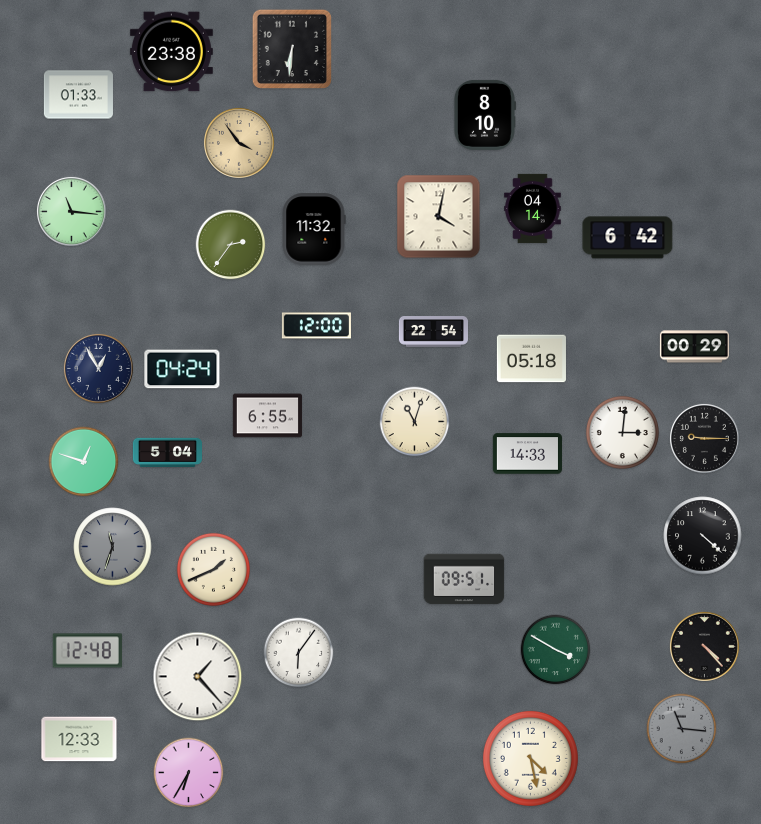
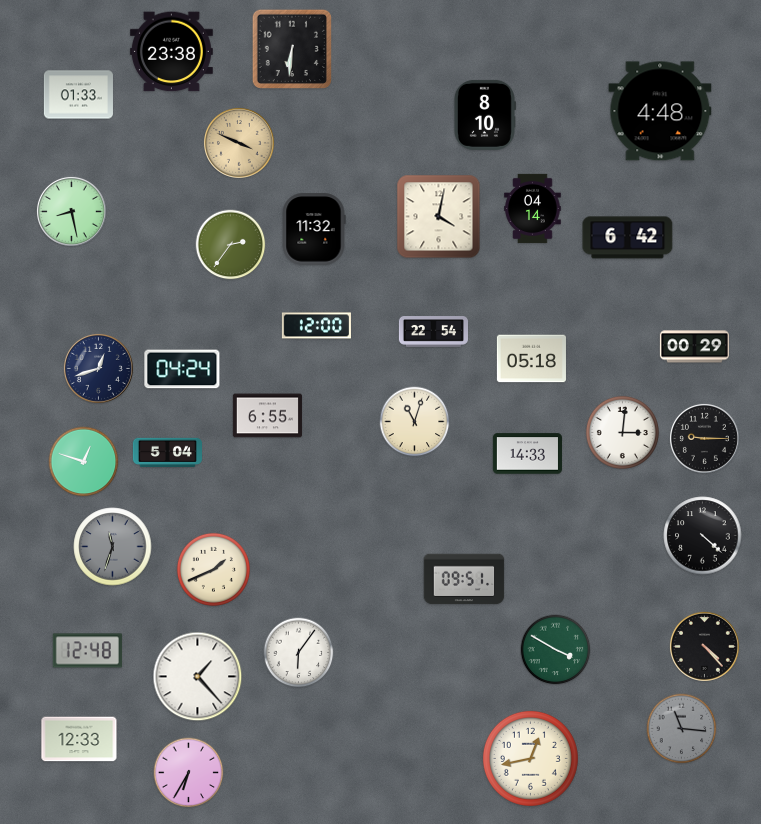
clock at (660, 111): none -> 4:48
clock at (239, 143): 3:54 -> 3:49
clock at (71, 211): 11:16 -> 8:28
clock at (98, 368): 12:55 -> 12:42
clock at (530, 758): 4:28 -> 12:43
